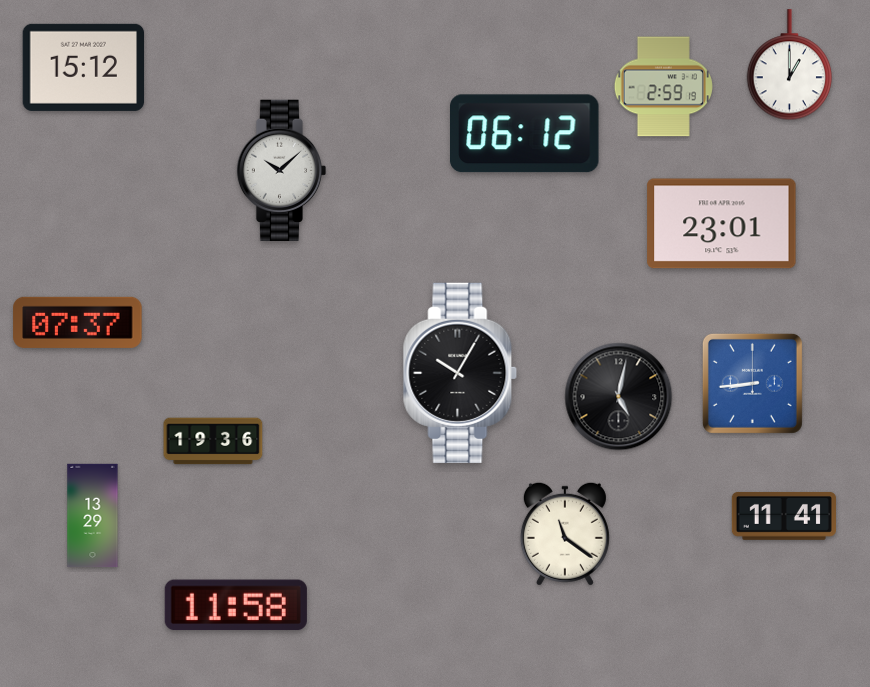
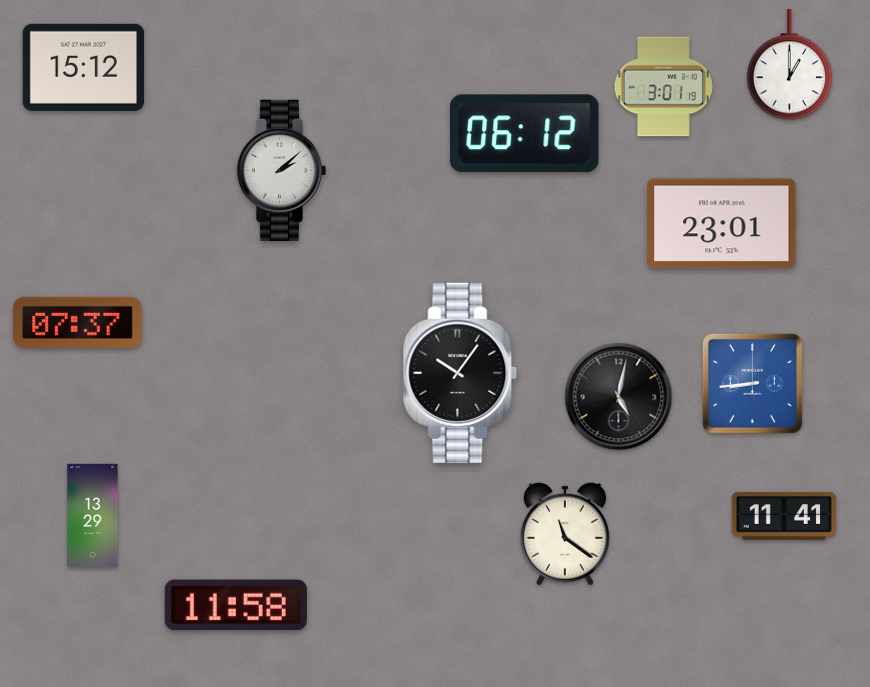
clock at (663, 87): 2:59 -> 3:01
clock at (282, 170): 10:08 -> 2:08
clock at (460, 373): 10:05 -> 10:06
clock at (213, 441): 19:36 -> none
